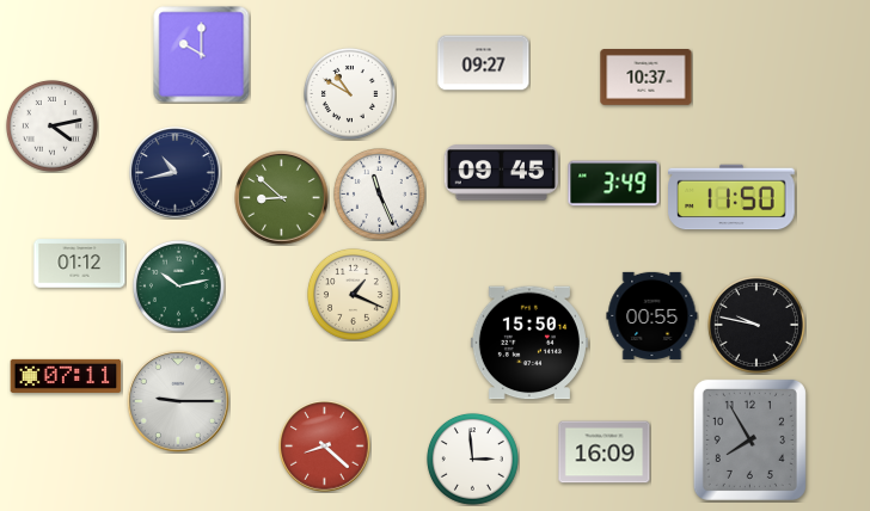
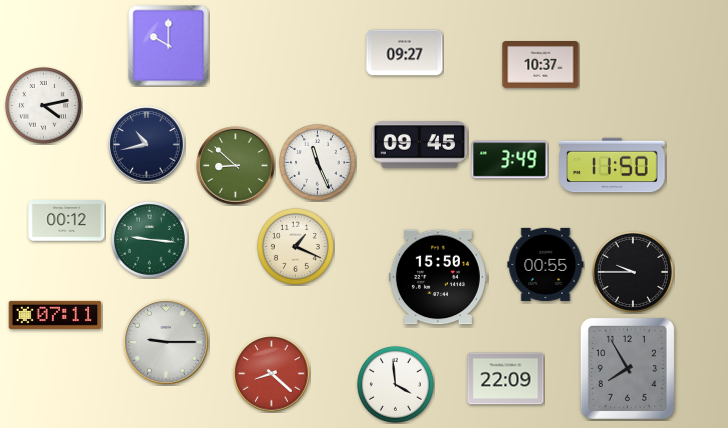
clock at (349, 93): 10:50 -> none
clock at (614, 184) position: (614, 184) -> (510, 160)
clock at (80, 264): 01:12 -> 00:12
clock at (178, 285): 10:13 -> 9:16
clock at (756, 325): 9:47 -> 9:45
clock at (529, 343) position: (529, 343) -> (438, 277)
clock at (178, 401) position: (178, 401) -> (166, 342)
clock at (605, 452): 16:09 -> 22:09
clock at (472, 458): 2:59 -> 3:59
